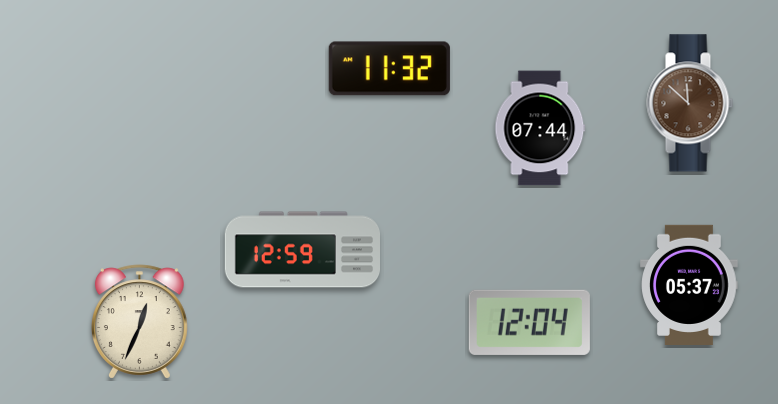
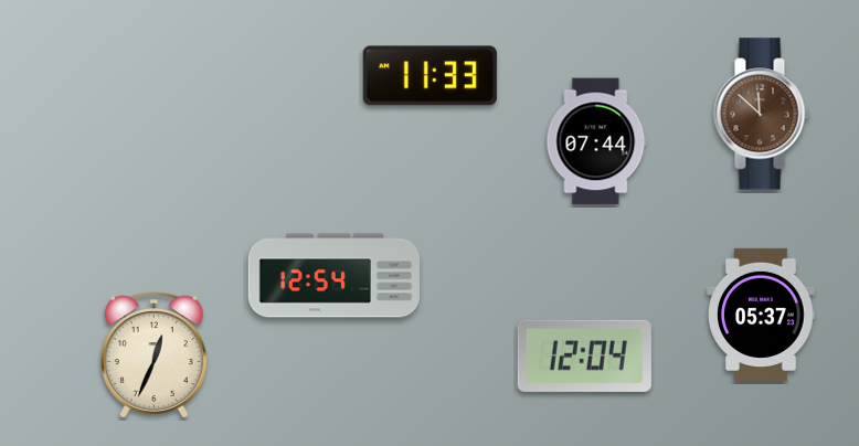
clock at (389, 69): 11:32 -> 11:33
clock at (302, 250): 12:59 -> 12:54
